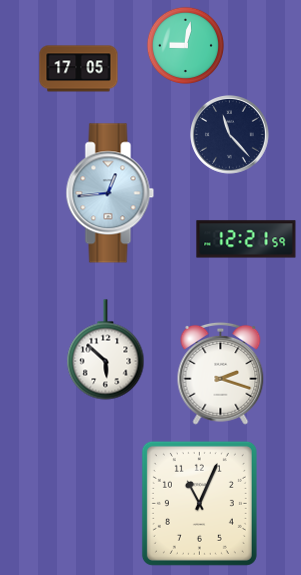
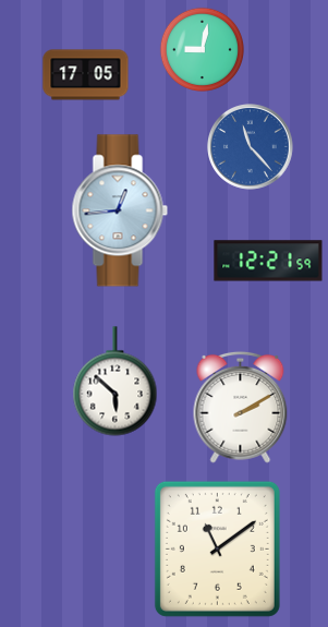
clock at (230, 135) dial: navy -> blue
clock at (221, 373): 2:18 -> 2:10
clock at (199, 503): 11:04 -> 11:09
